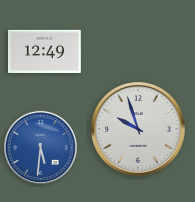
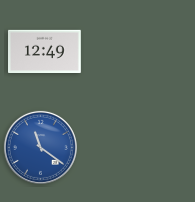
clock at (138, 129): 9:57 -> none
clock at (40, 147): 5:31 -> 11:21
